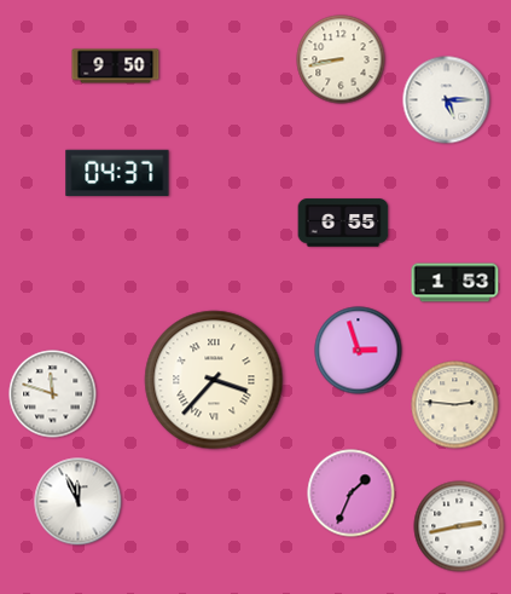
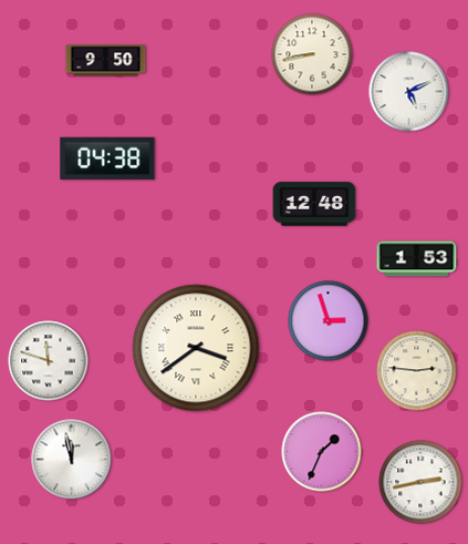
clock at (447, 100): 5:15 -> 5:11
clock at (117, 173): 04:37 -> 04:38
clock at (343, 223): 6:55 -> 12:48
clock at (214, 380): 3:37 -> 3:39
clock at (79, 502): 11:56 -> 11:58
